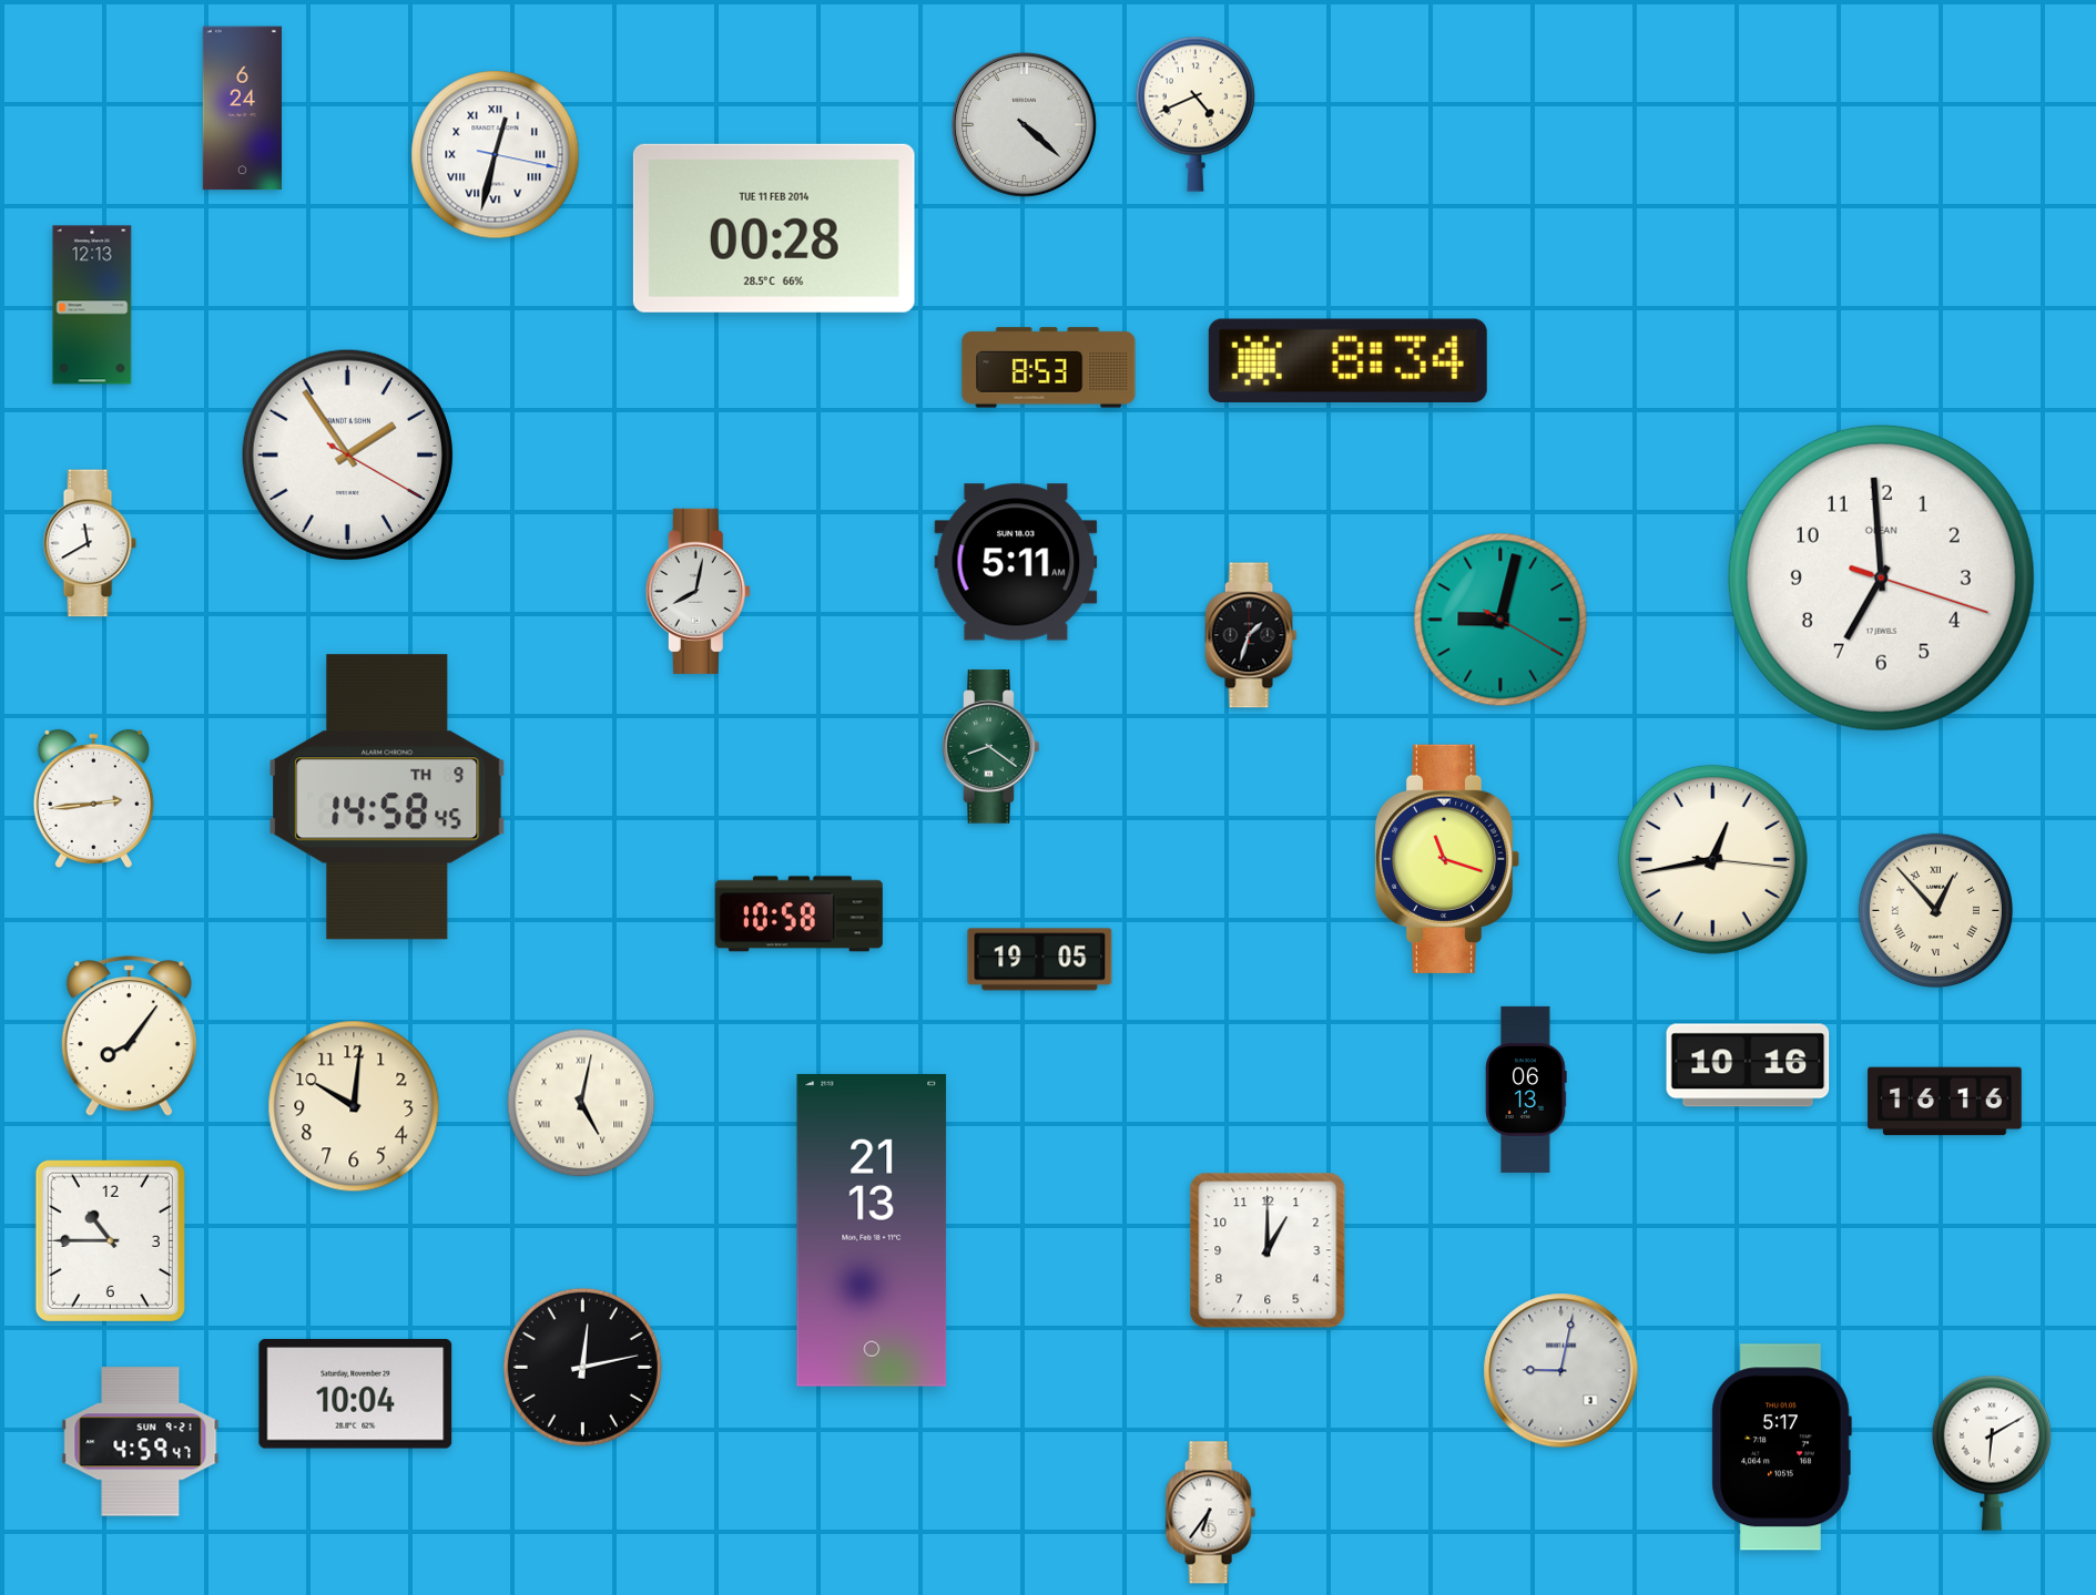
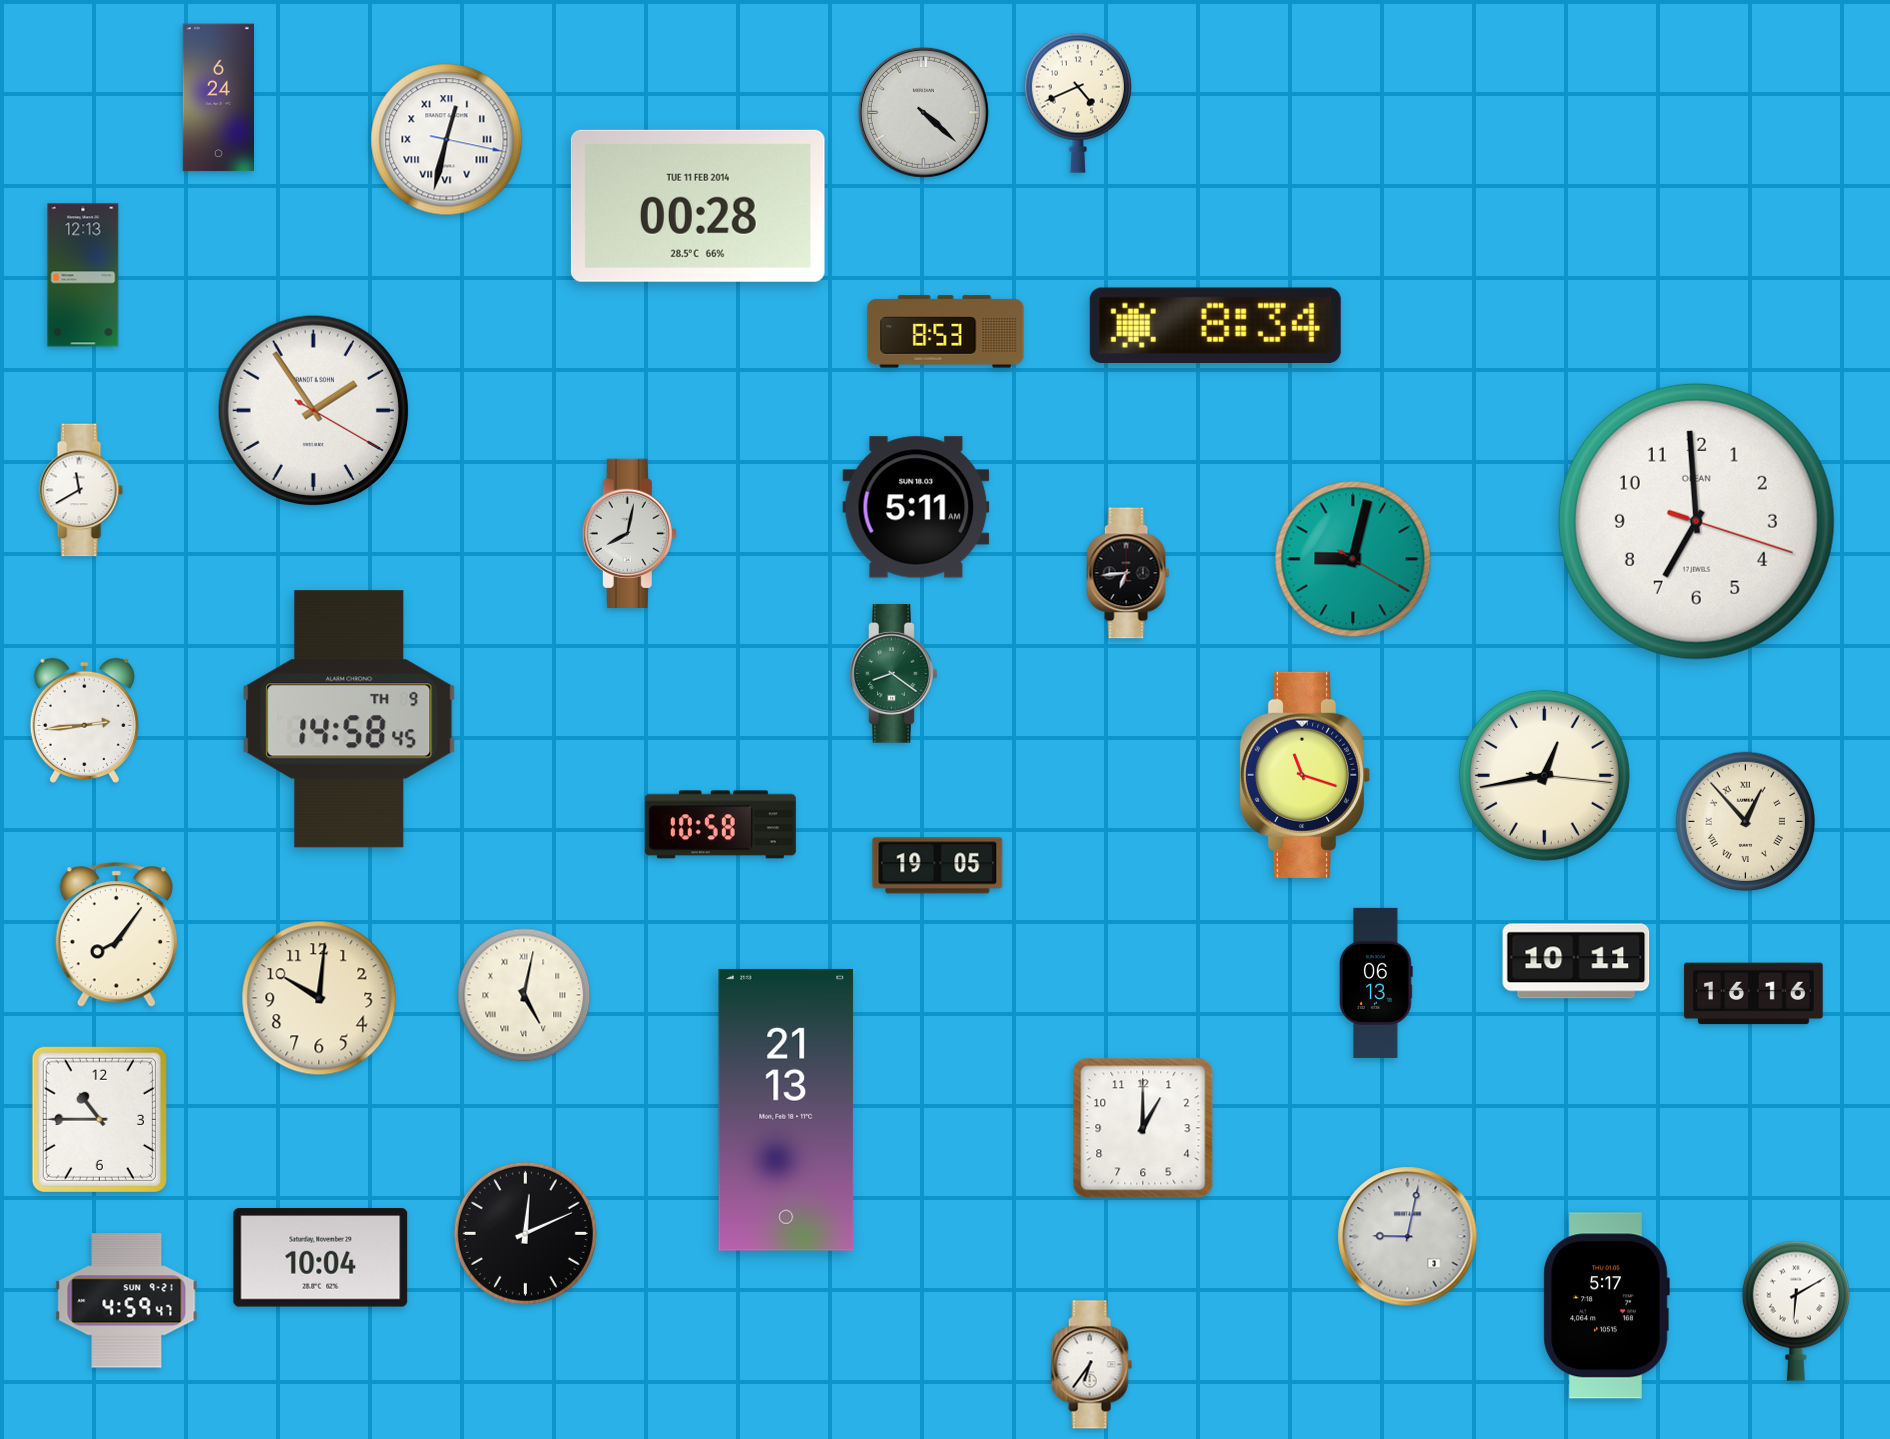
clock at (1251, 635): 1:33 -> 6:44
clock at (1748, 1065): 10:16 -> 10:11
clock at (582, 1367): 12:13 -> 12:11
